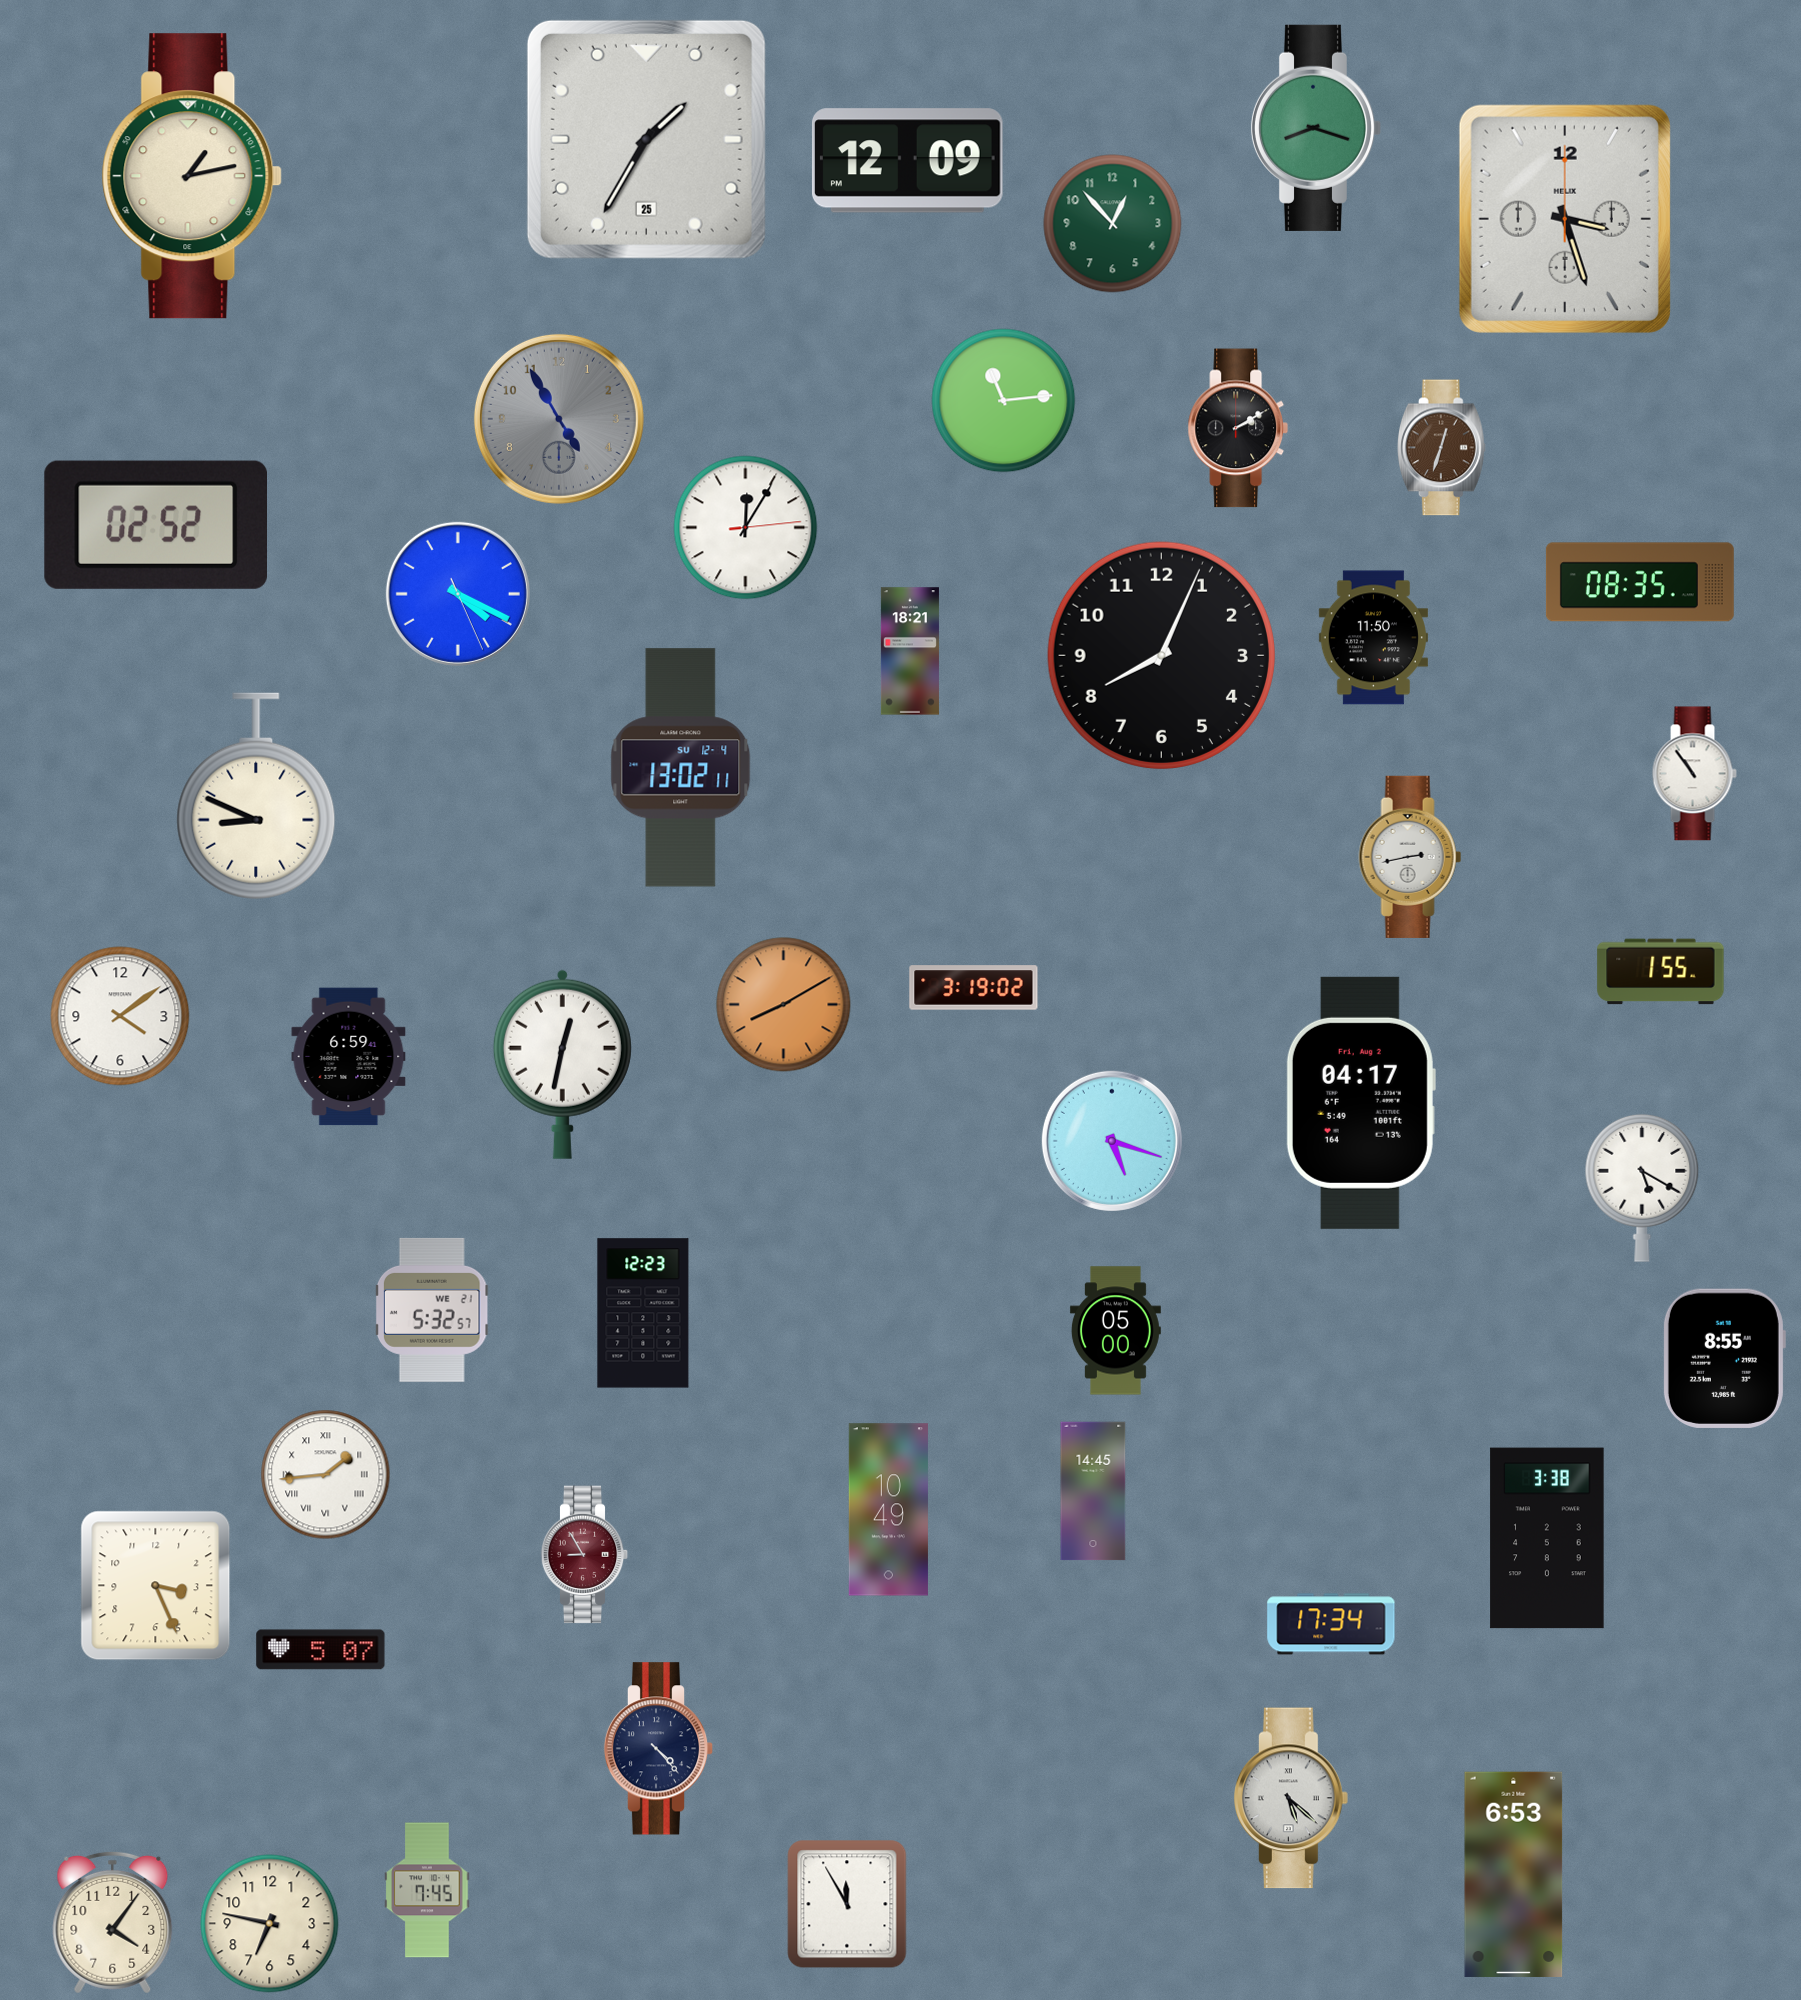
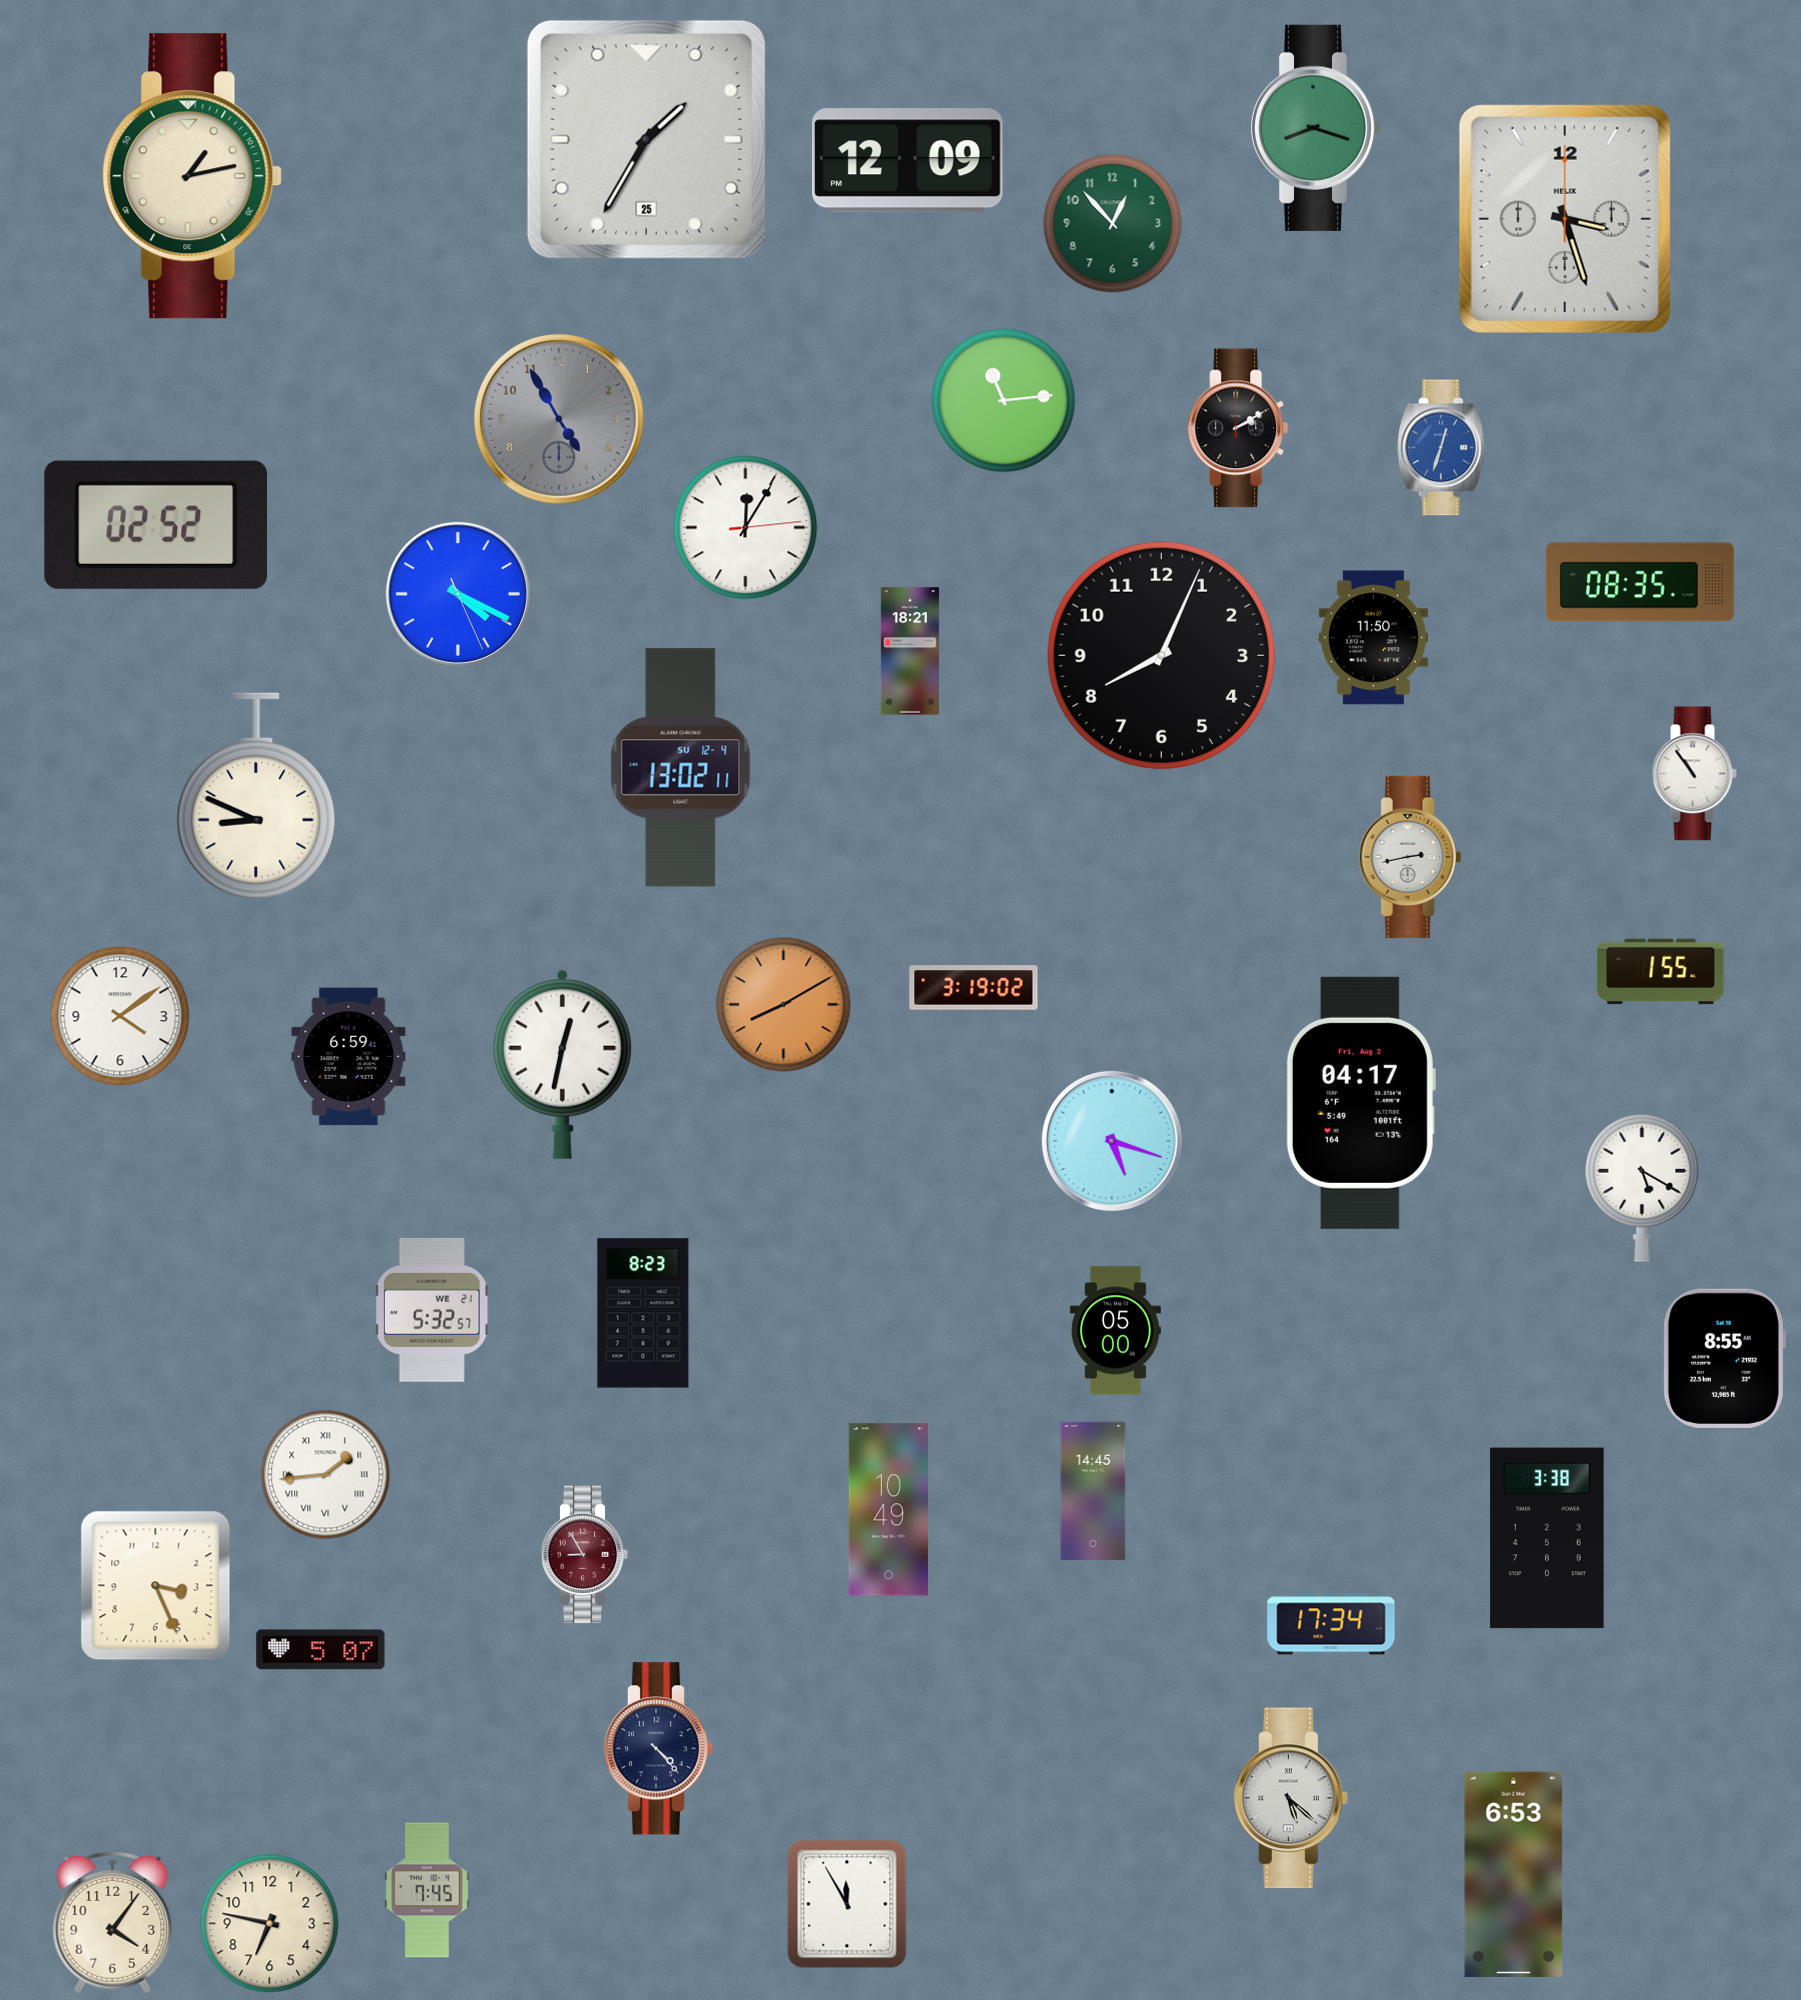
clock at (1441, 448) dial: brown -> blue
clock at (643, 1313): 12:23 -> 8:23
